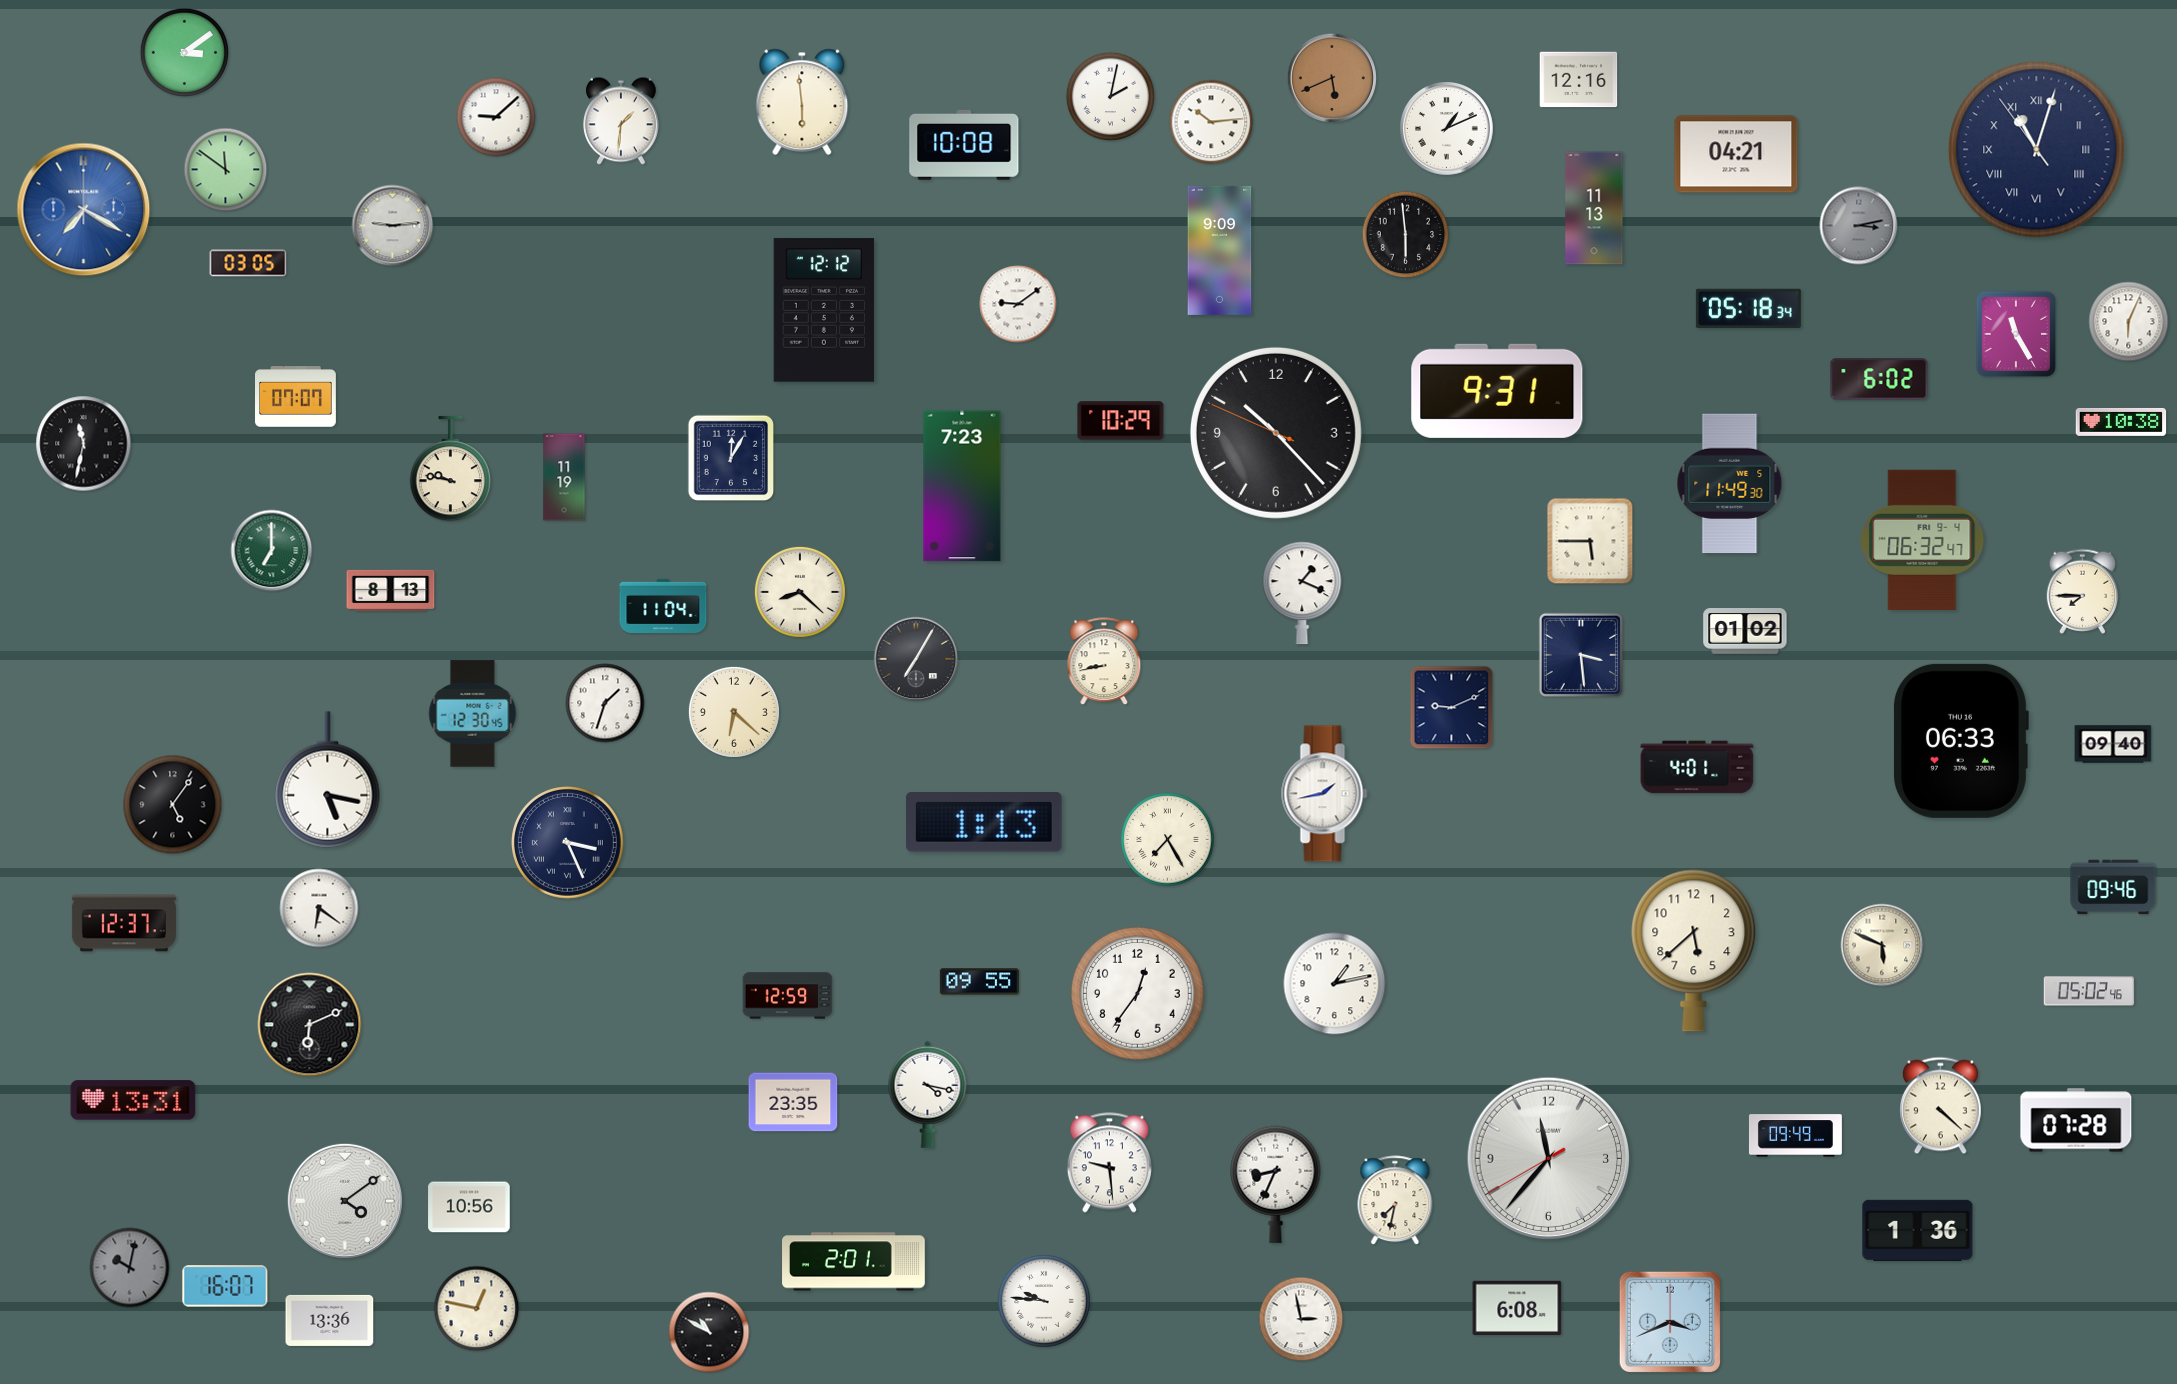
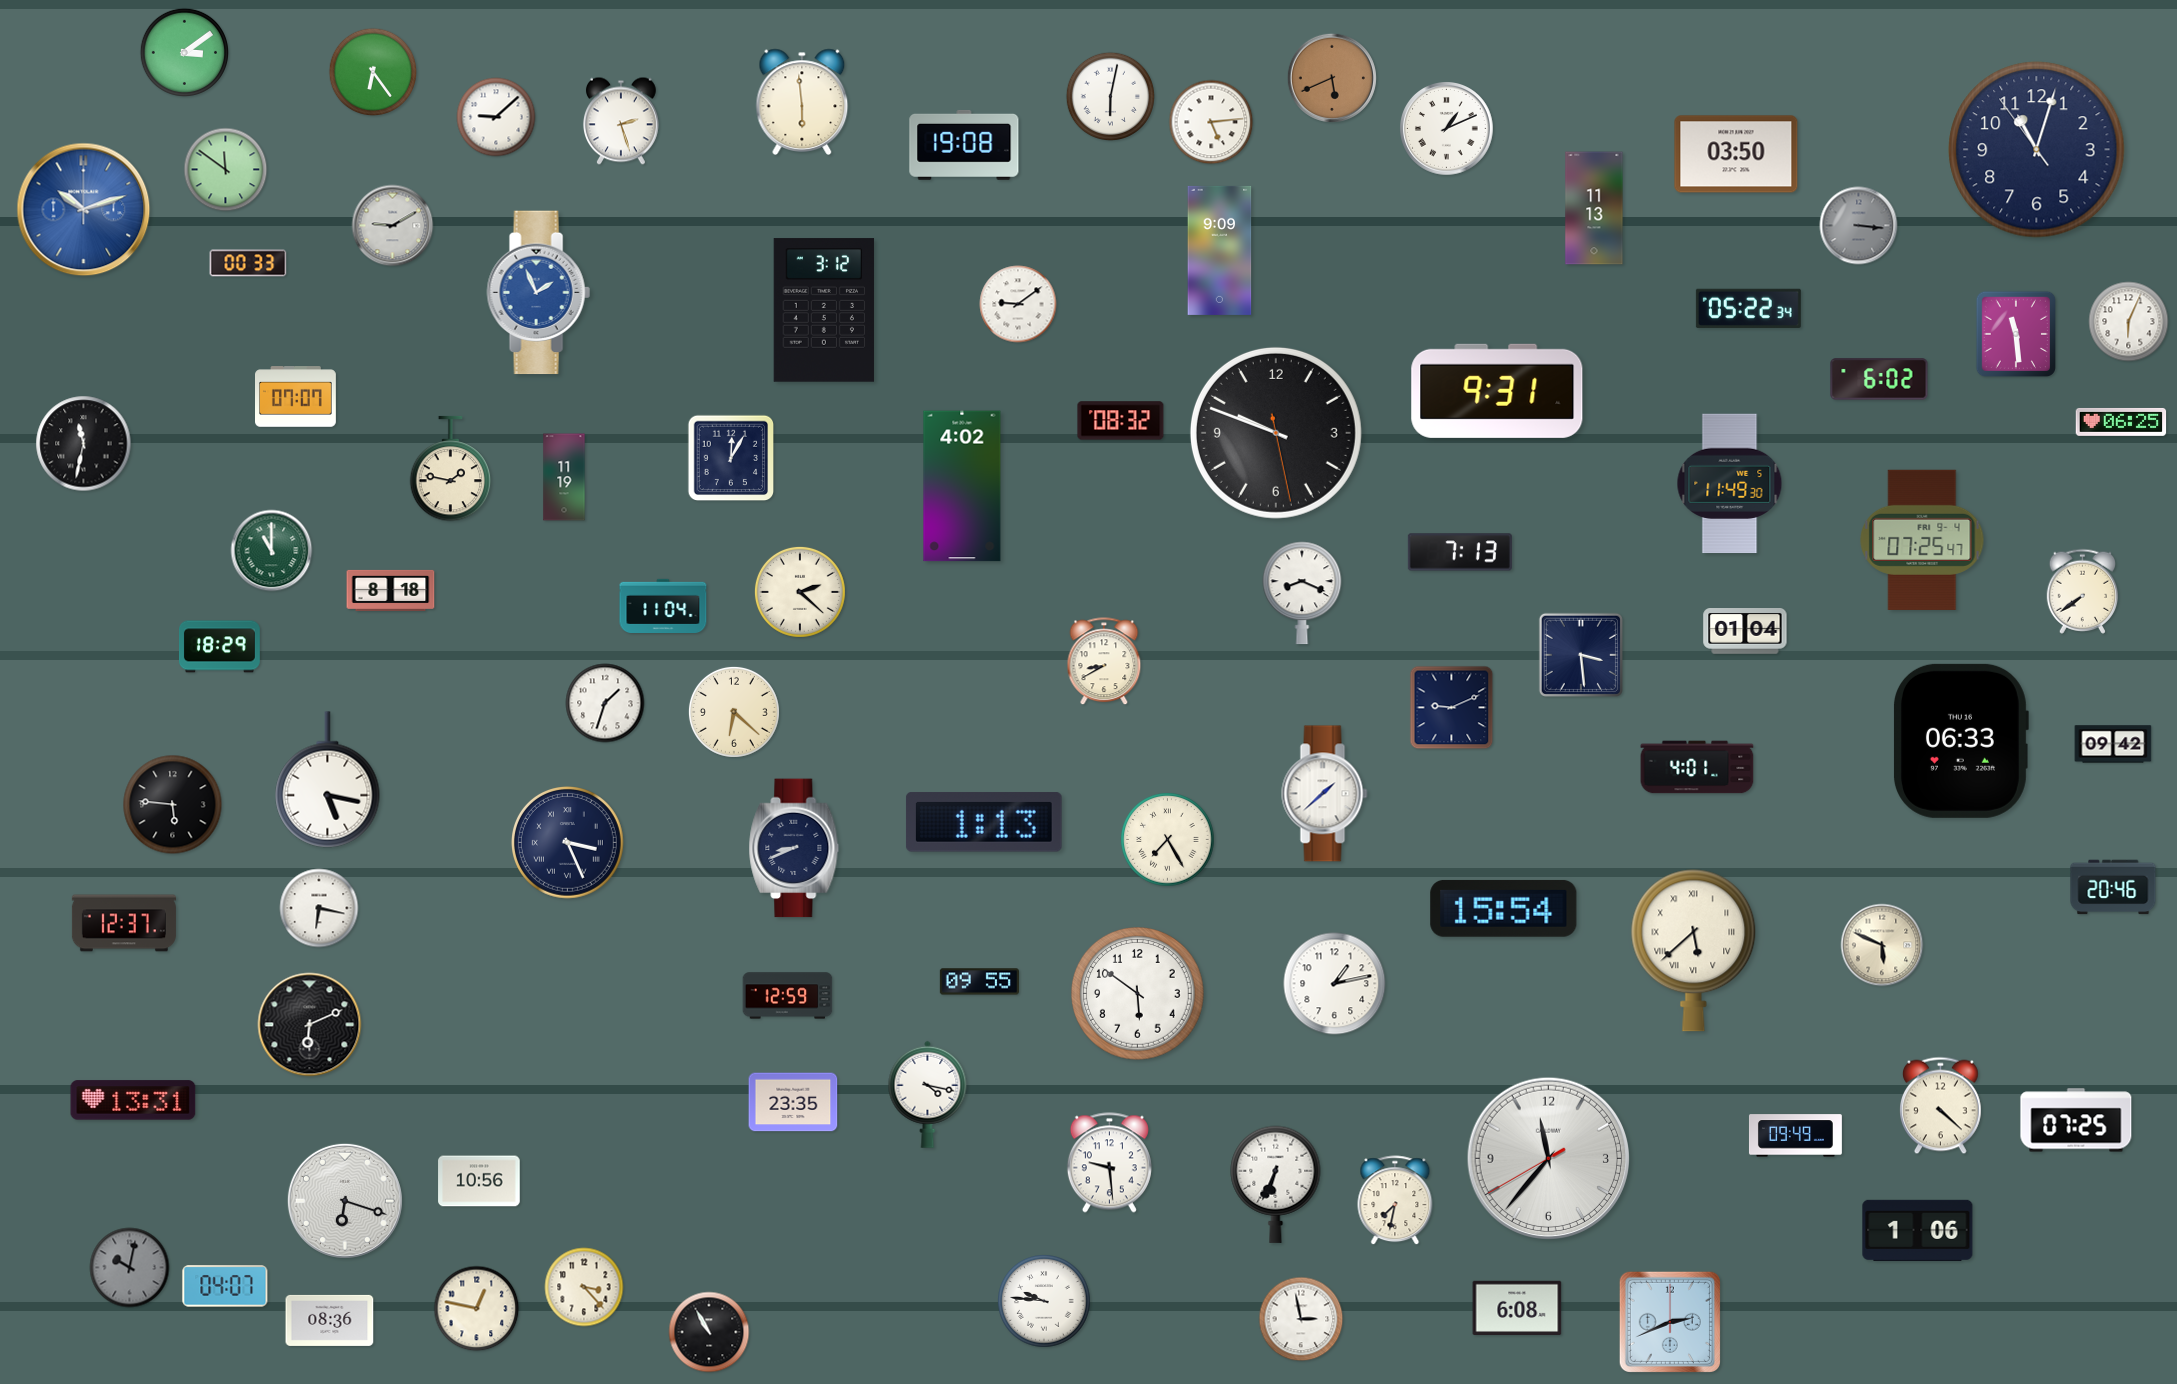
clock at (373, 72): none -> 6:24
clock at (1579, 80): 12:16 -> none
clock at (1110, 96): 2:02 -> 6:02
clock at (621, 121): 1:31 -> 2:27
clock at (1211, 122): 10:14 -> 5:14
clock at (964, 145): 10:08 -> 19:08
clock at (2037, 150) numerals: Roman -> Arabic
clock at (1736, 154): 04:21 -> 03:50
clock at (84, 210): 7:20 -> 10:12
clock at (393, 226): 9:14 -> 9:10
clock at (1859, 226): 3:13 -> 3:16
clock at (1406, 235): 5:59 -> none
clock at (248, 263): 03:05 -> 00:33
clock at (538, 293): none -> 1:56
clock at (1748, 308): 05:18 -> 05:22
clock at (824, 310): 12:12 -> 3:12
clock at (2015, 334): 11:25 -> 11:29
clock at (1121, 421): 10:29 -> 08:32
clock at (2121, 422): 10:38 -> 06:25
clock at (1276, 433): 10:22 -> 9:48
clock at (451, 469): 9:47 -> 1:47
clock at (962, 486): 7:23 -> 4:02
clock at (1922, 540): 06:32 -> 07:25
clock at (1590, 541): 5:45 -> none
clock at (272, 551): 7:00 -> 11:00
clock at (1460, 552): none -> 7:13
clock at (391, 590): 8:13 -> 8:18
clock at (2082, 591): 7:45 -> 7:39
clock at (800, 592): 8:22 -> 2:22
clock at (1302, 593): 1:19 -> 8:19
clock at (1745, 632): 01:02 -> 01:04
clock at (220, 647): none -> 18:29
clock at (916, 659): 7:05 -> none
clock at (1104, 662): 8:43 -> 8:40
clock at (473, 714): 12:30 -> none
clock at (2113, 744): 09:40 -> 09:42
clock at (1325, 794): 1:43 -> 1:38
clock at (173, 805): 5:06 -> 5:46
clock at (794, 848): none -> 8:41
clock at (2113, 887): 09:46 -> 20:46
clock at (319, 908): 6:21 -> 6:17
clock at (1504, 908): none -> 15:54
clock at (1694, 951) numerals: Arabic -> Roman
clock at (2089, 991): 05:02 -> none
clock at (1138, 994): 12:36 -> 5:51
clock at (2076, 1120): 07:28 -> 07:25
clock at (1276, 1184): 8:34 -> 6:34
clock at (345, 1201): 4:09 -> 6:18
clock at (469, 1207) position: (469, 1207) -> (479, 1181)
clock at (1918, 1230): 1:36 -> 1:06
clock at (854, 1262): 2:01 -> none
clock at (225, 1286): 16:07 -> 04:07
clock at (584, 1287): none -> 3:23
clock at (330, 1320): 13:36 -> 08:36
clock at (1670, 1322): 3:41 -> 2:41
clock at (709, 1332): 10:50 -> 10:55
